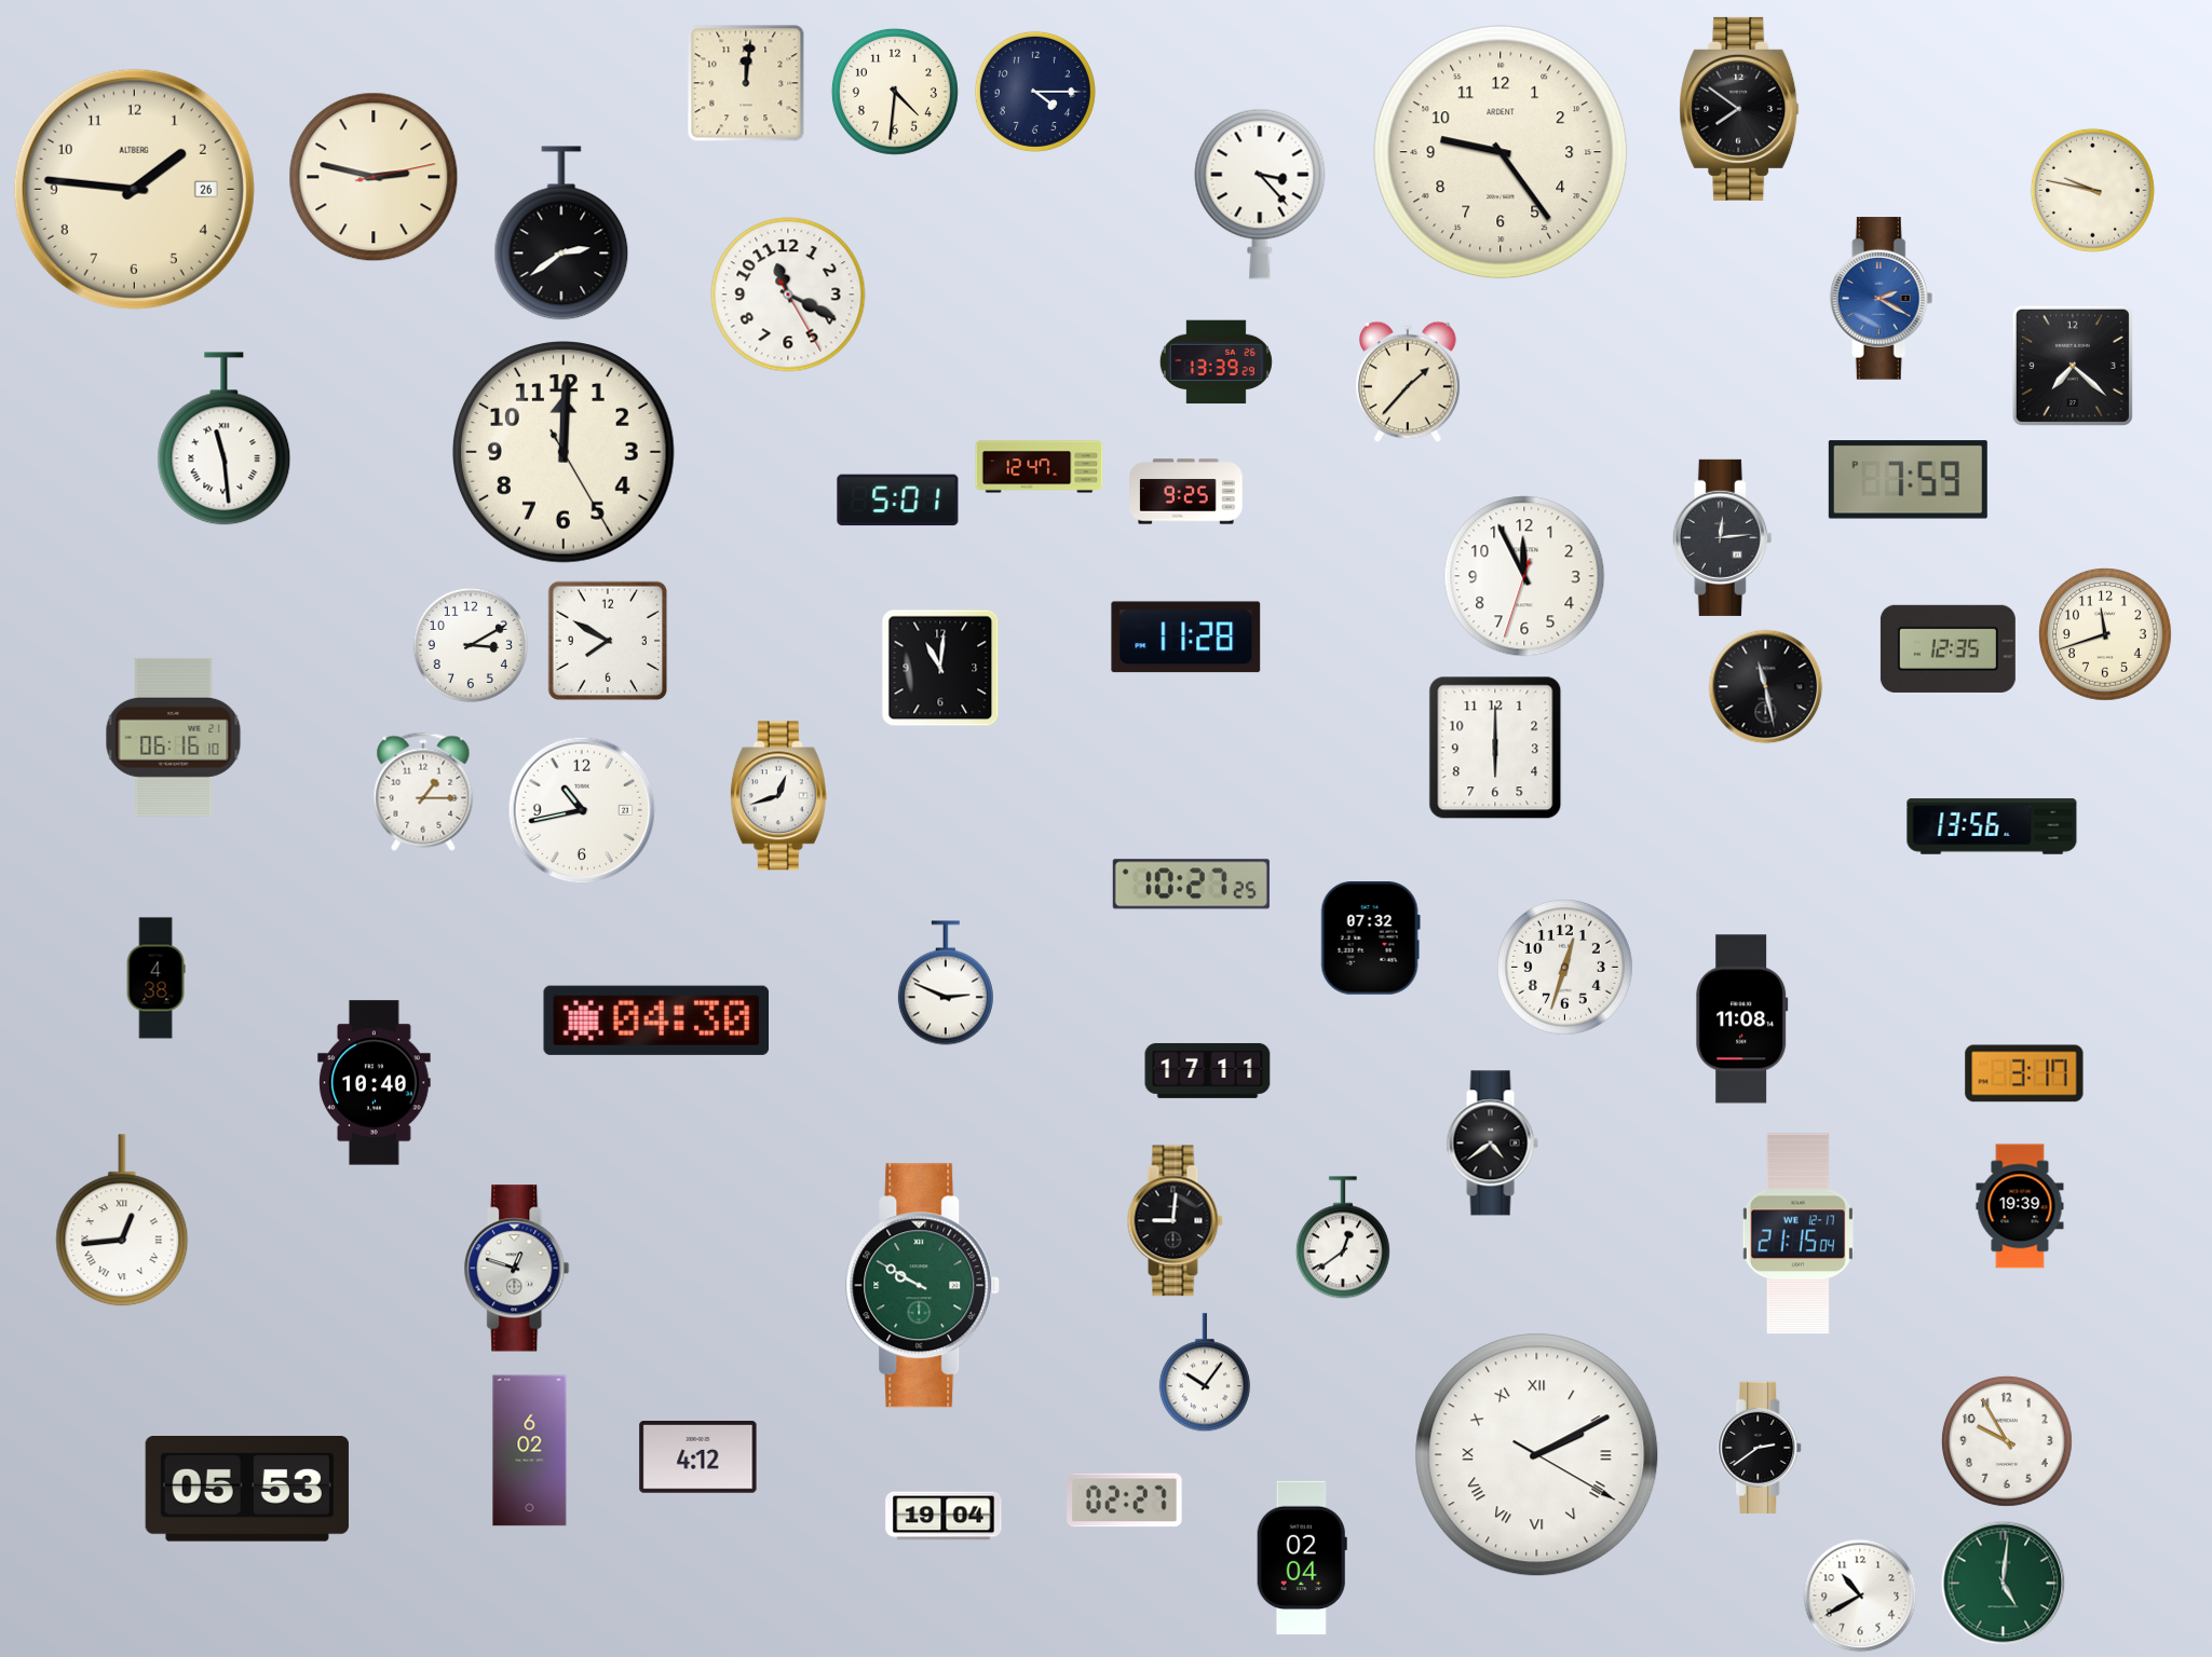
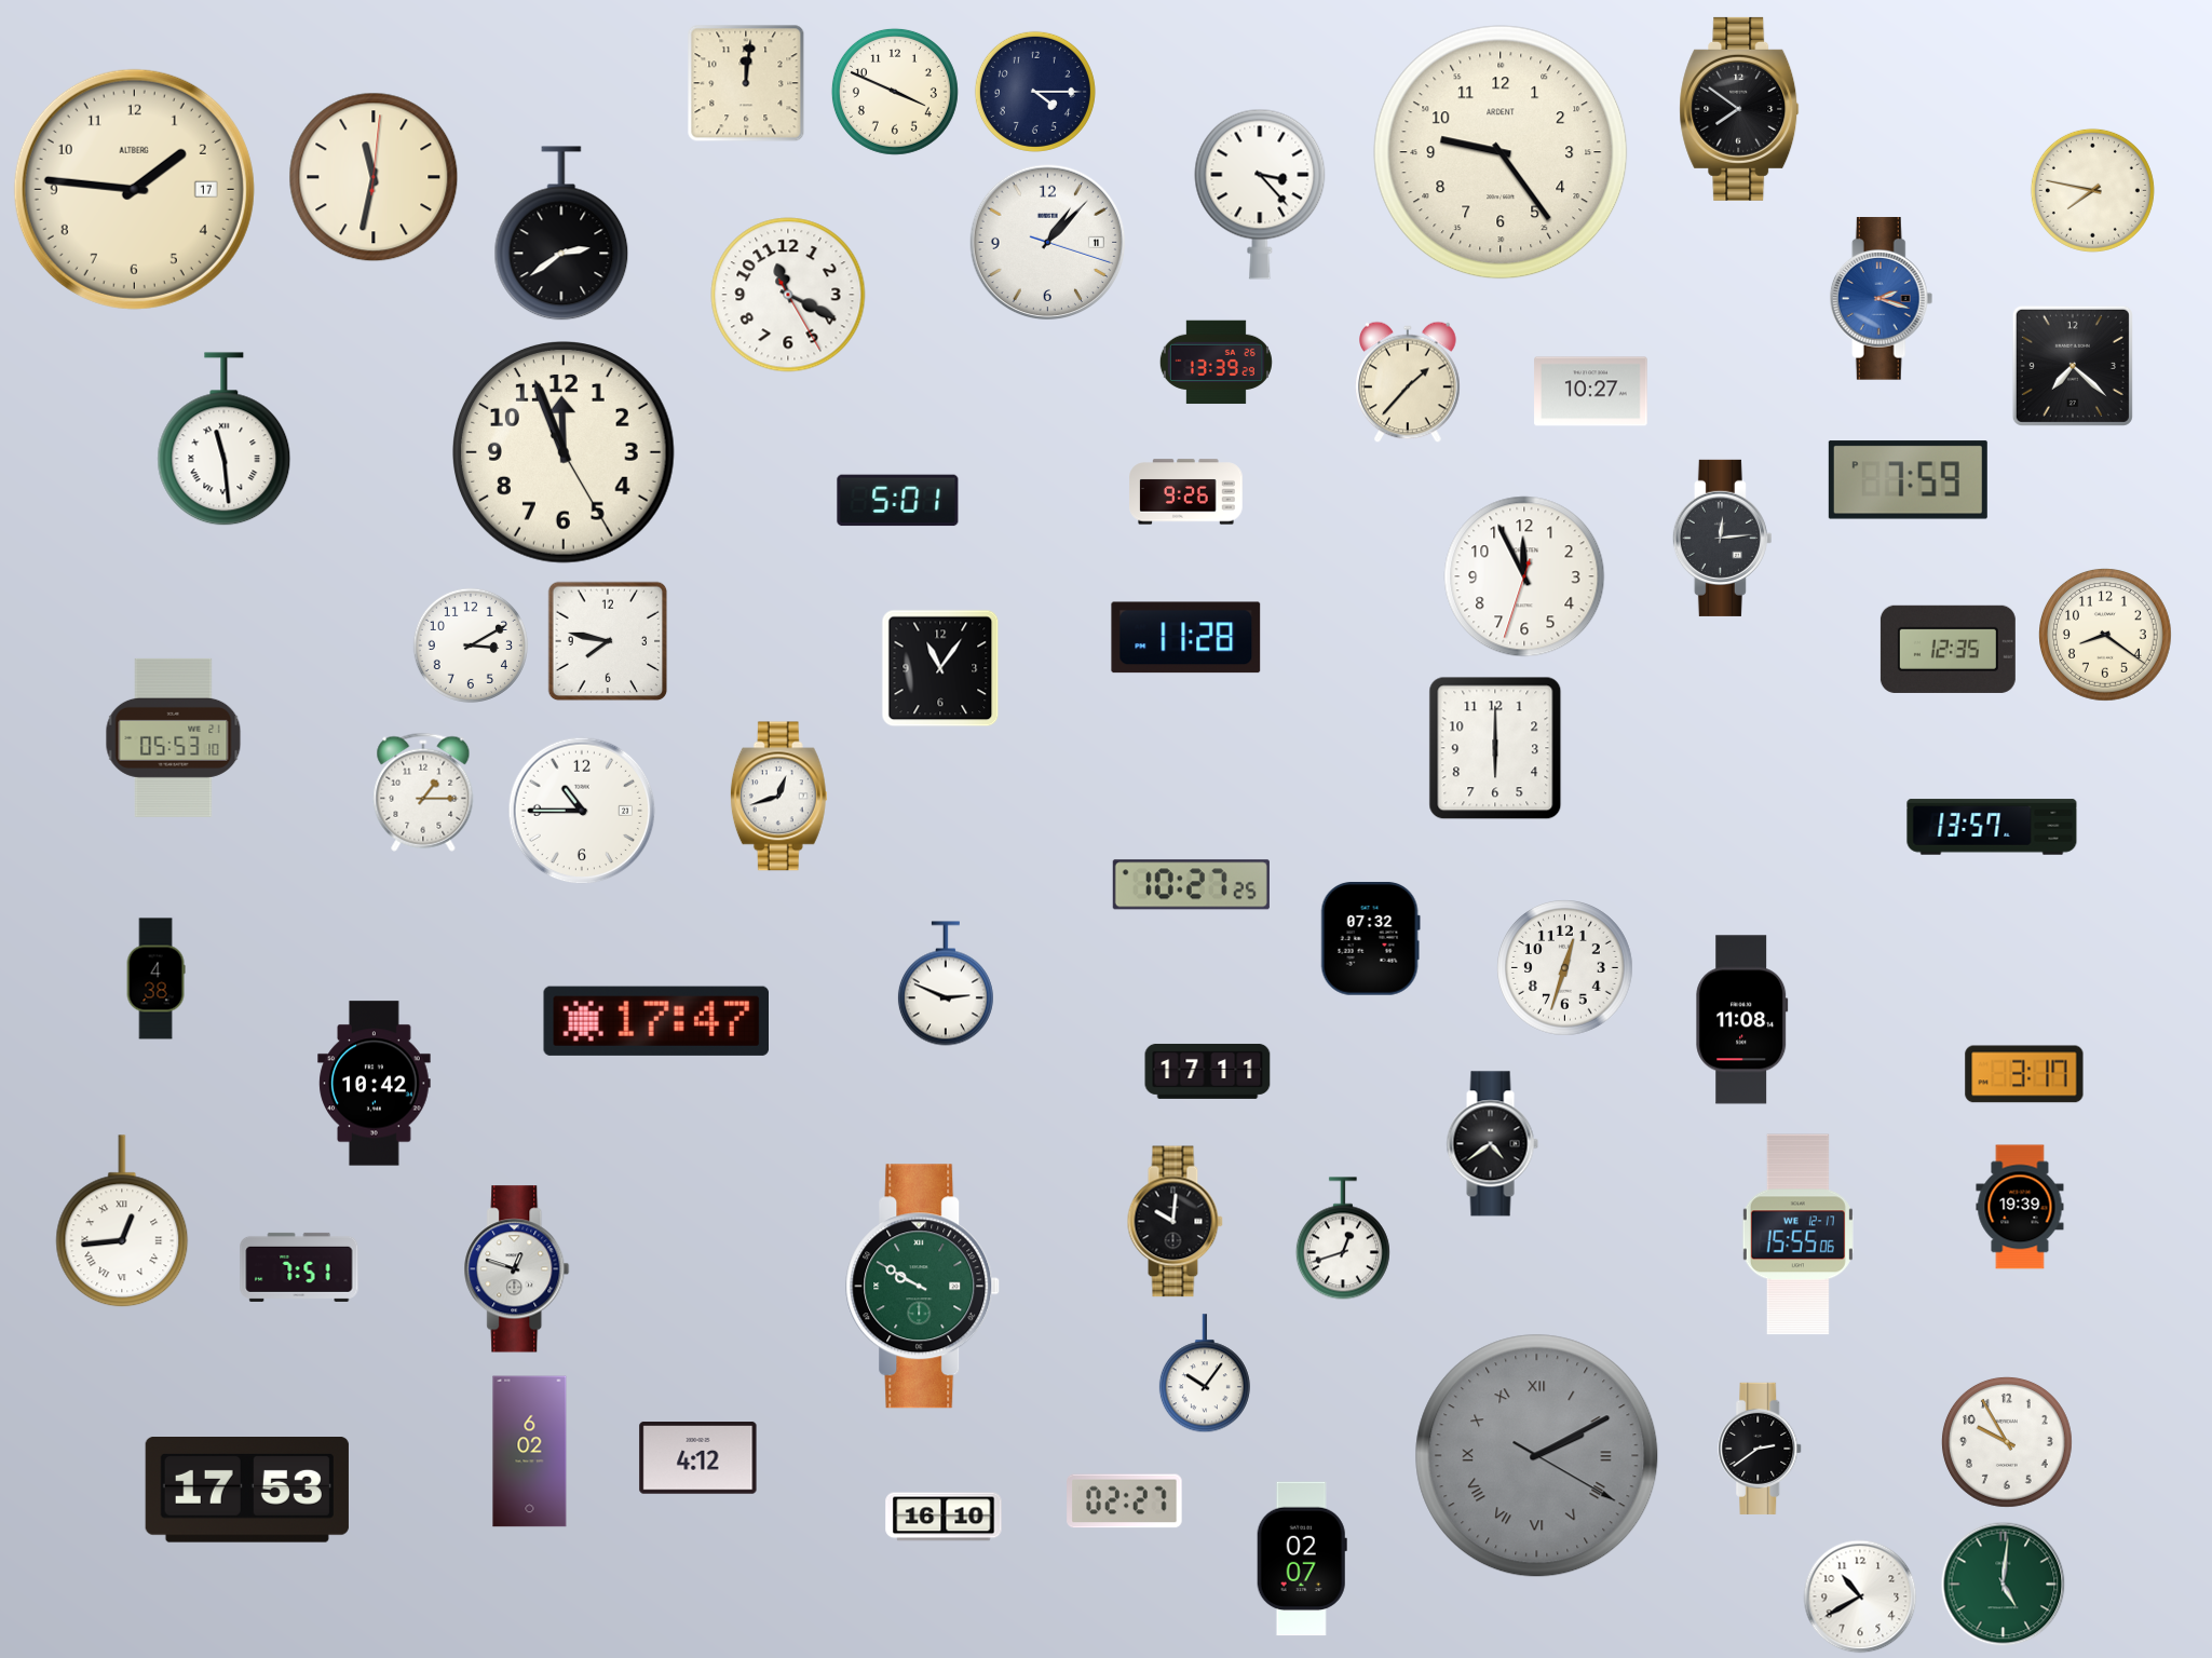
clock at (895, 92): 4:31 -> 3:49
clock at (374, 177): 2:47 -> 11:32
clock at (134, 189) date: 26 -> 17
clock at (2092, 190): 9:47 -> 7:47
clock at (1048, 243): none -> 1:07
clock at (1882, 299): 2:20 -> 2:18
clock at (1591, 392): none -> 10:27
clock at (565, 453): 12:00 -> 11:56
clock at (1040, 467): 12:47 -> none
clock at (1186, 492): 9:25 -> 9:26
clock at (2106, 635): 11:42 -> 8:21
clock at (608, 641): 7:50 -> 7:47
clock at (940, 668): 11:01 -> 11:06
clock at (1766, 687): 11:28 -> none
clock at (174, 737): 06:16 -> 05:53
clock at (582, 810): 10:43 -> 10:45
clock at (1992, 826): 13:56 -> 13:57
clock at (655, 1021): 04:30 -> 17:47
clock at (375, 1083): 10:40 -> 10:42
clock at (1175, 1221): 9:01 -> 10:01
clock at (1797, 1234): 21:15 -> 15:55
clock at (1343, 1237): 12:39 -> 12:42
clock at (299, 1267): none -> 7:51
clock at (1537, 1455) dial: white -> grey
clock at (247, 1490): 05:53 -> 17:53
clock at (944, 1516): 19:04 -> 16:10
clock at (1302, 1558): 02:04 -> 02:07
